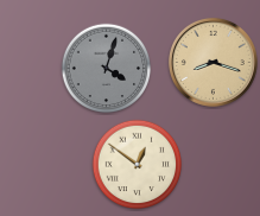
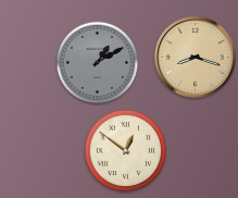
clock at (107, 69): 4:03 -> 1:10
